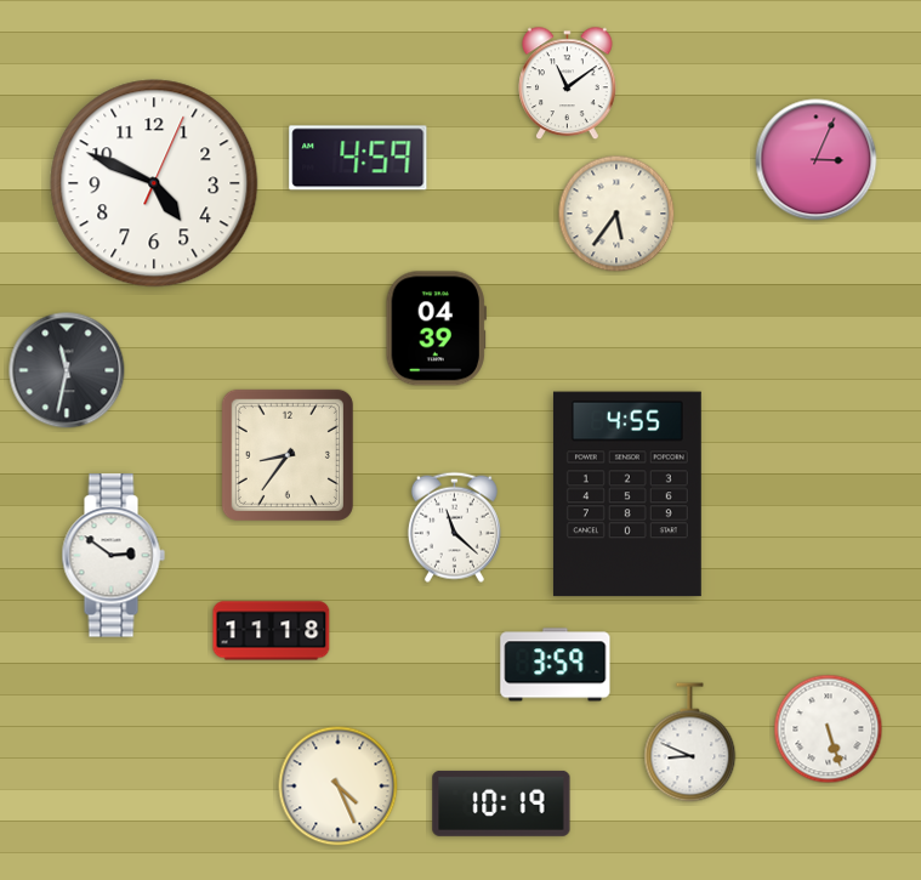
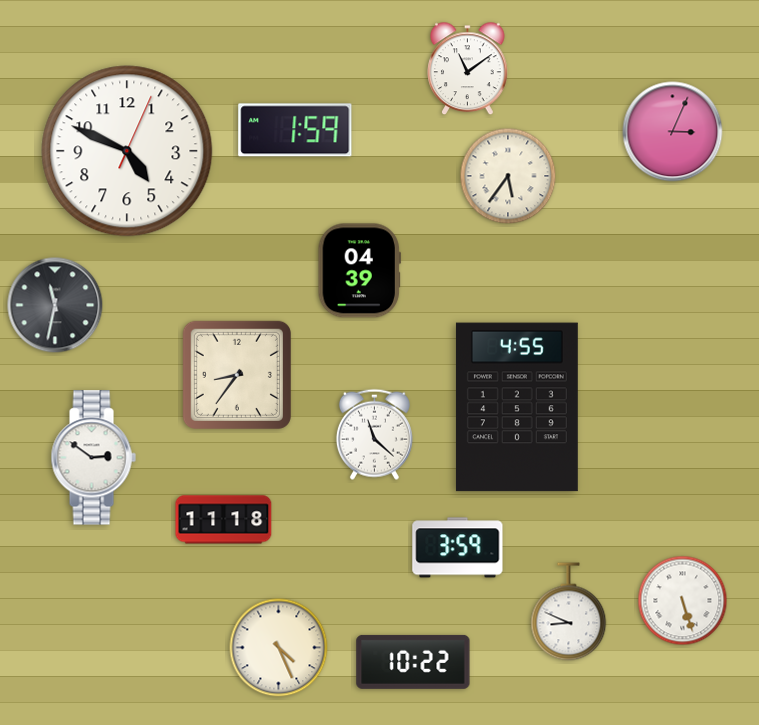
clock at (358, 158): 4:59 -> 1:59
clock at (501, 804): 10:19 -> 10:22
